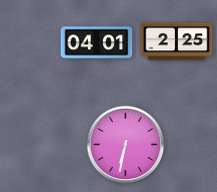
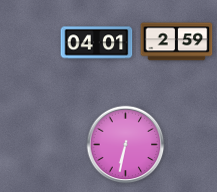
clock at (177, 42): 2:25 -> 2:59
